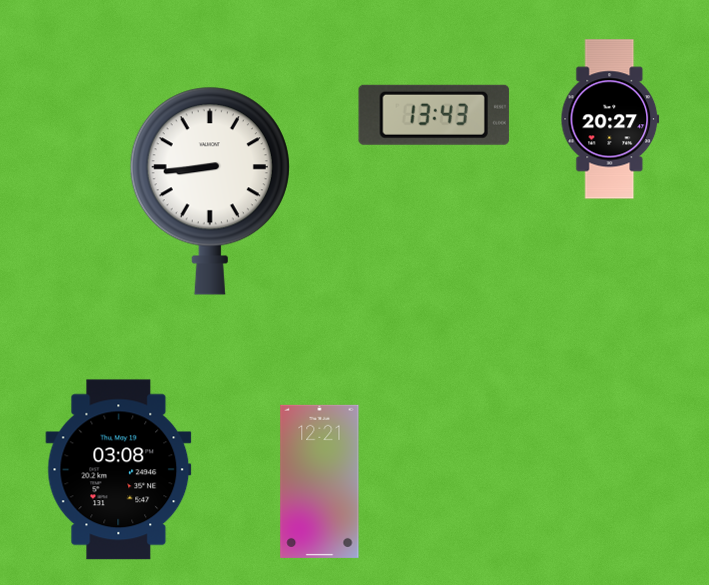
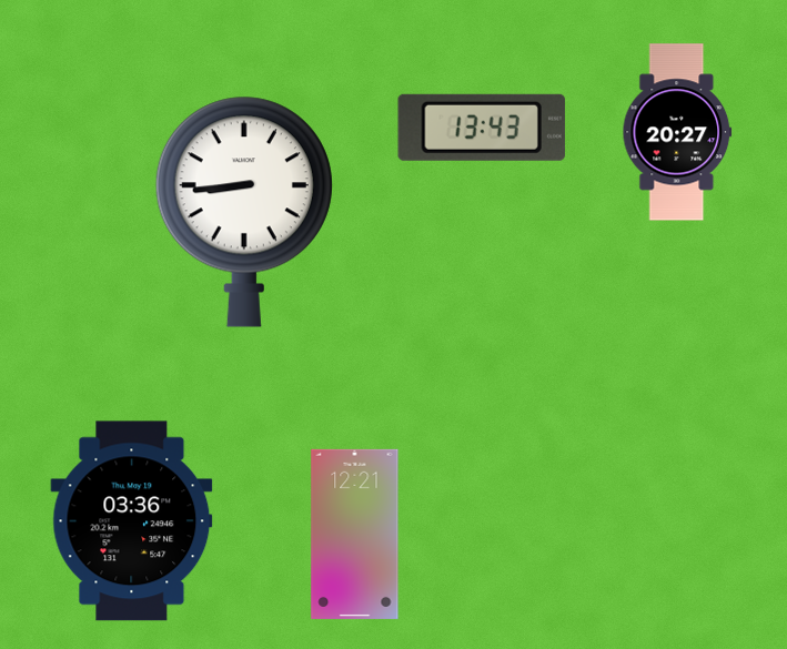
clock at (210, 191) position: (210, 191) -> (244, 212)
clock at (119, 470): 03:08 -> 03:36
